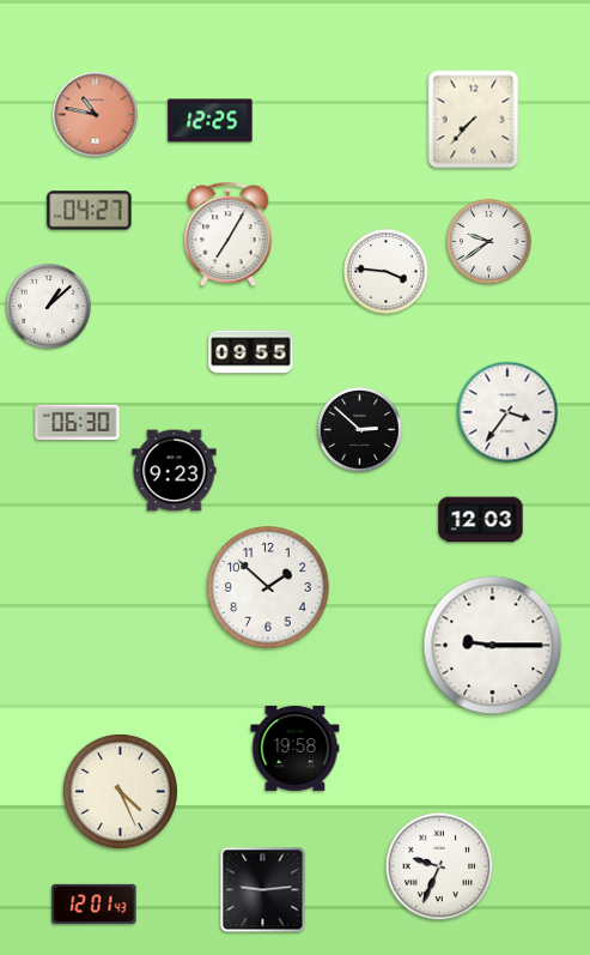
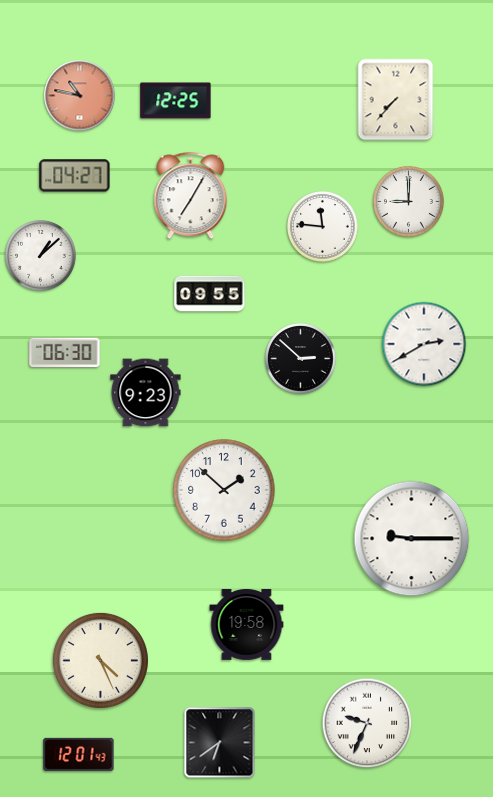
clock at (489, 242): 9:39 -> 9:00
clock at (387, 272): 3:46 -> 11:46
clock at (507, 412): 3:36 -> 2:40
clock at (481, 520): 12:03 -> none
clock at (263, 890): 9:14 -> 6:39
